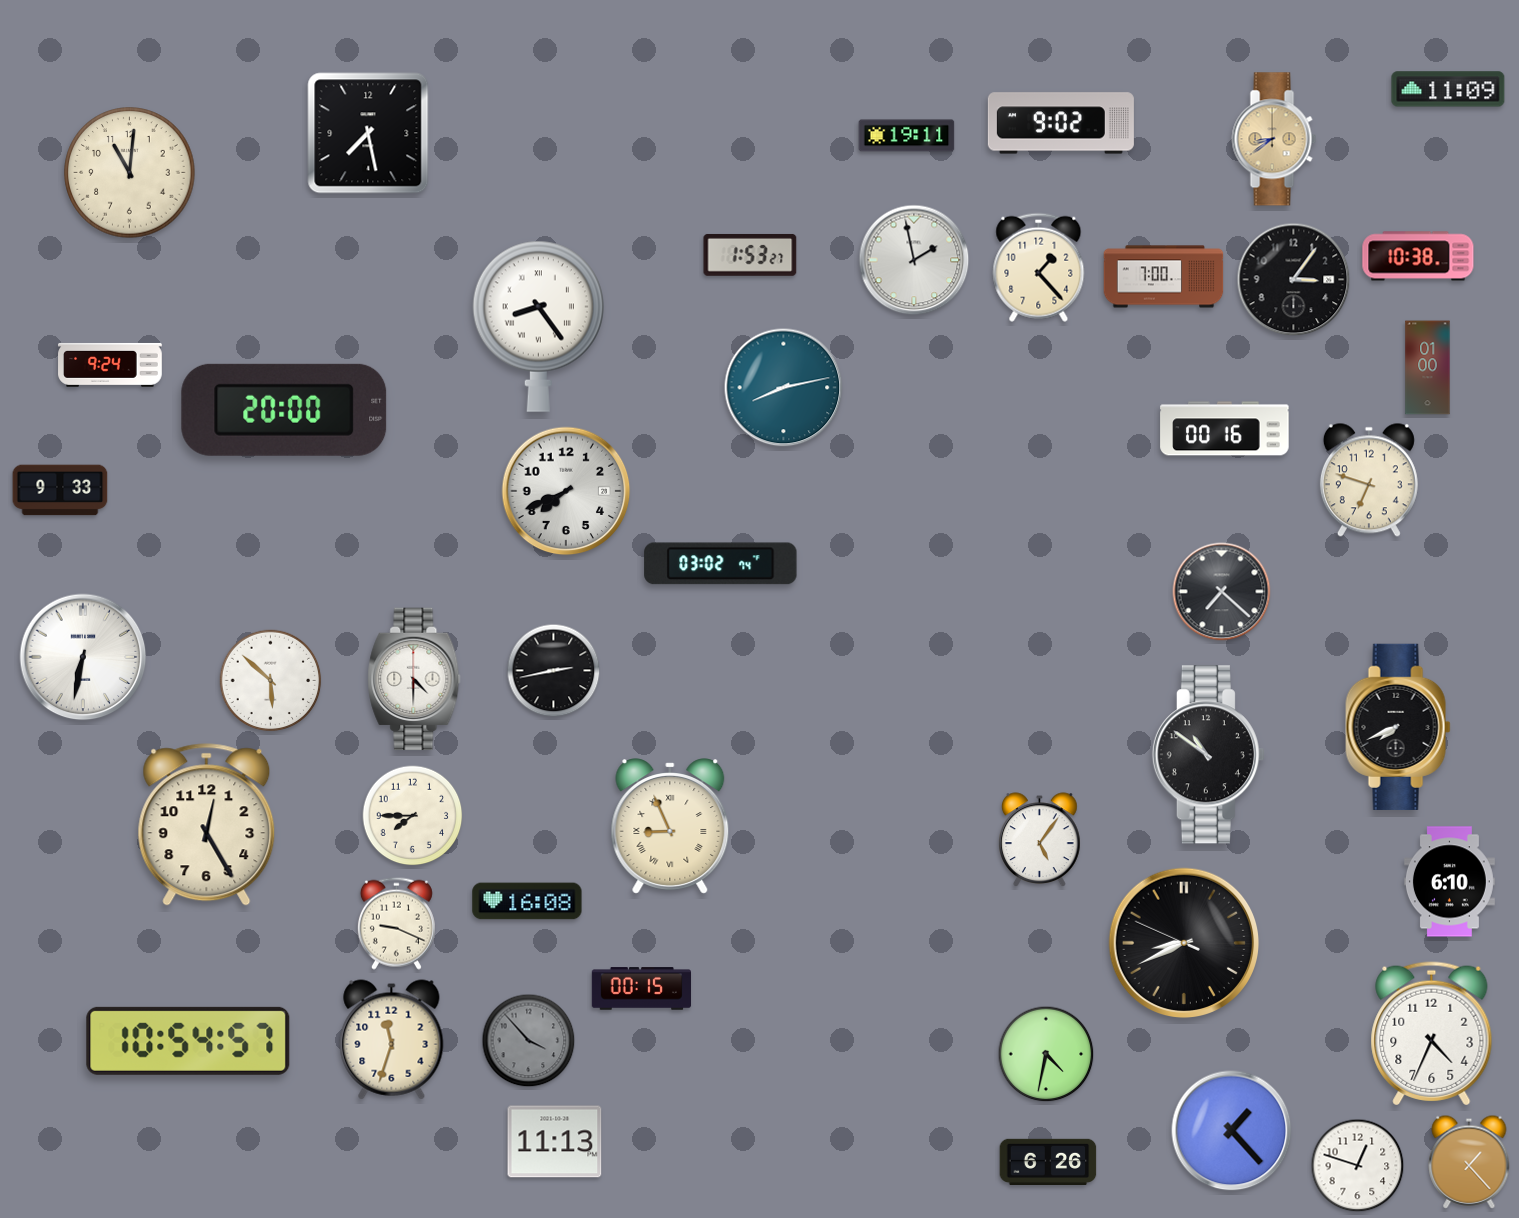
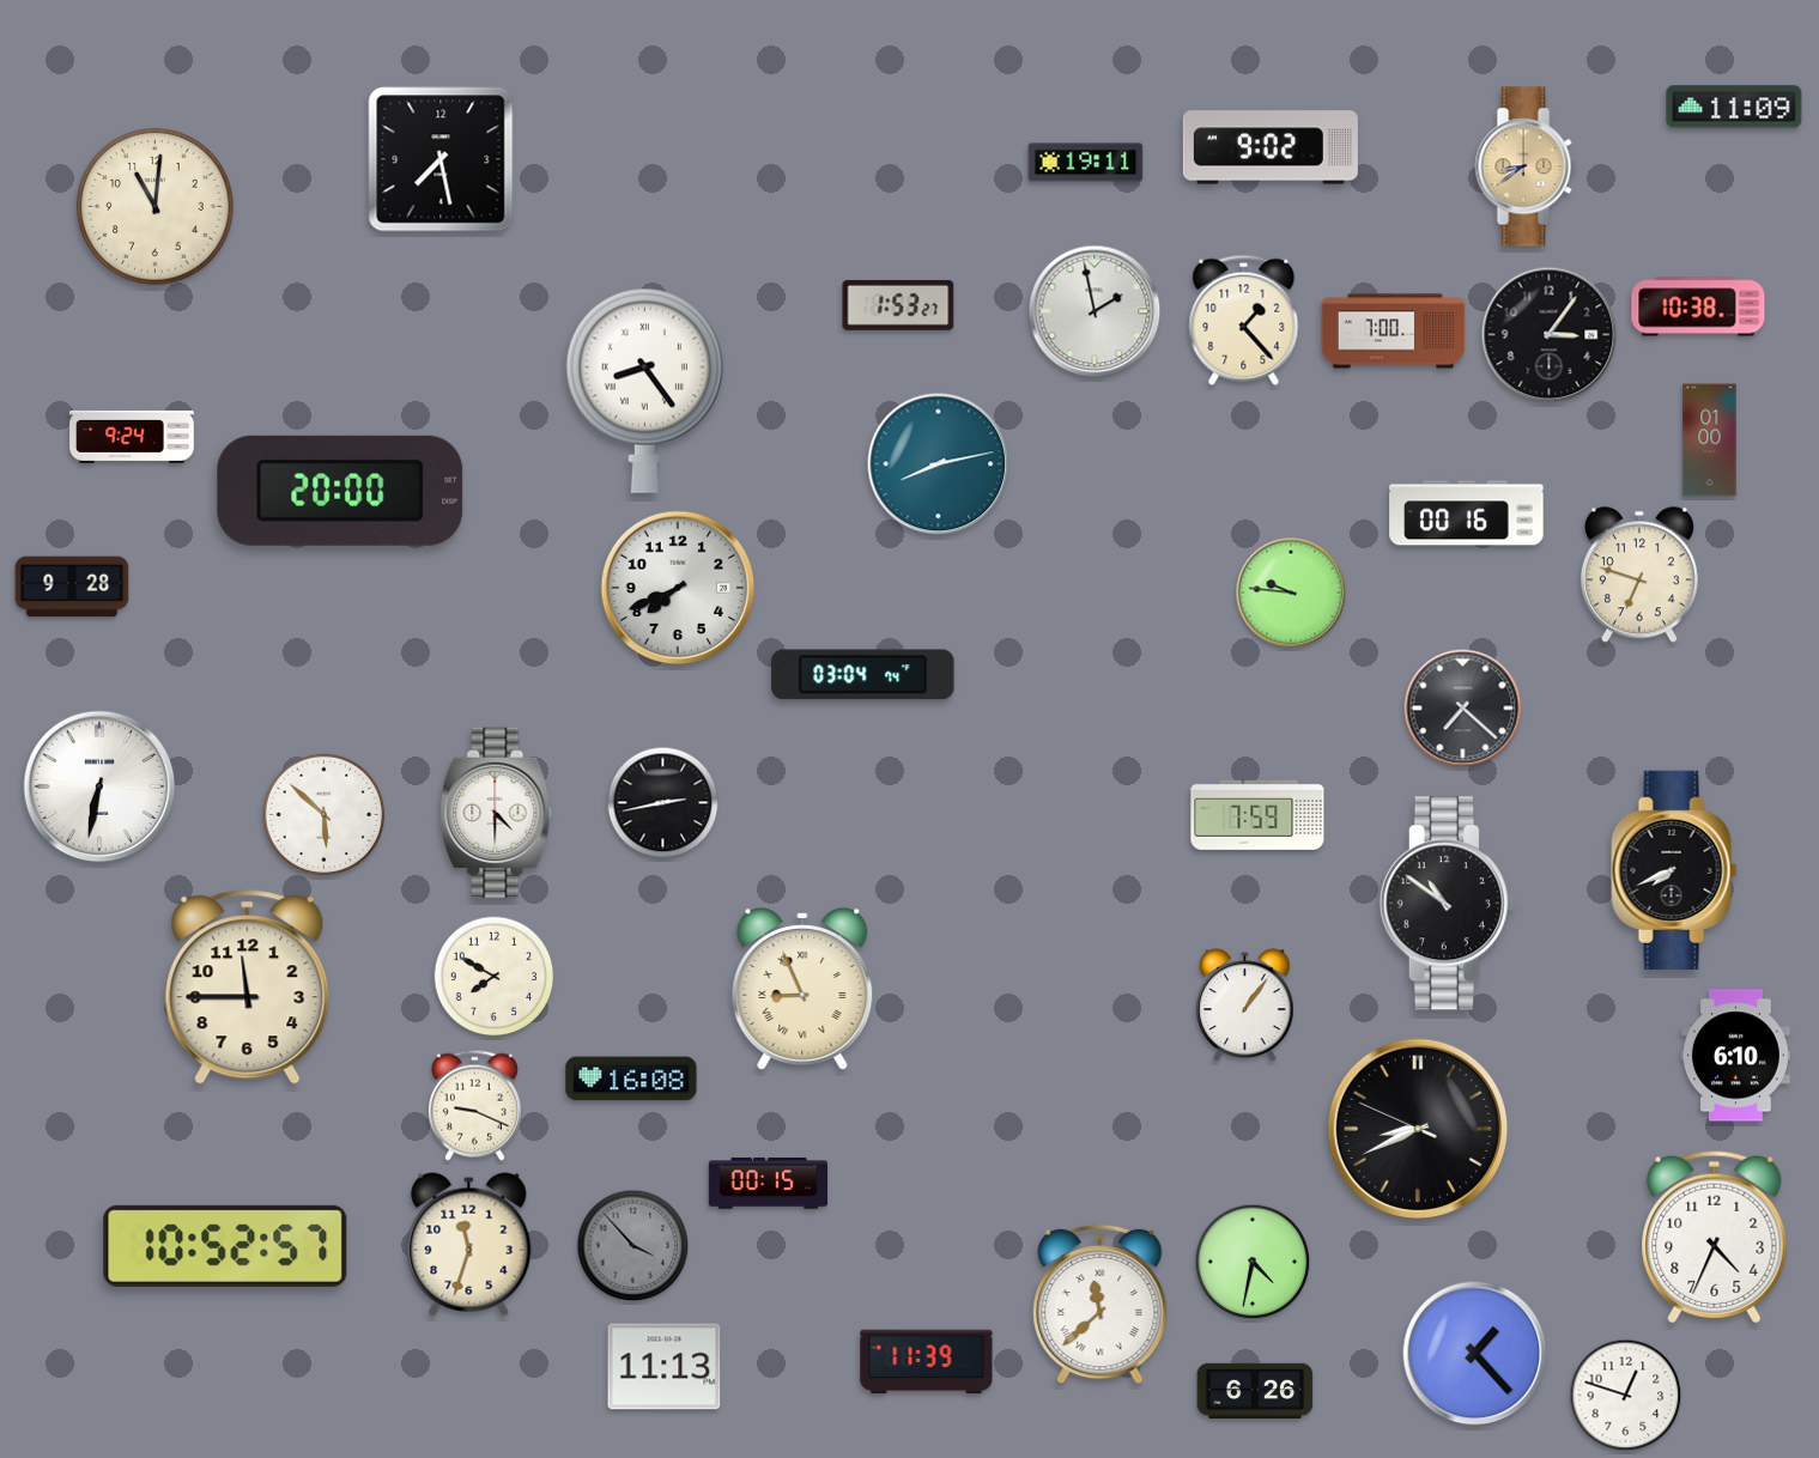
clock at (60, 490): 9:33 -> 9:28
clock at (1291, 593): none -> 9:46
clock at (721, 564): 03:02 -> 03:04
clock at (1257, 815): none -> 7:59
clock at (413, 816): 7:45 -> 7:50
clock at (207, 825): 12:25 -> 11:45
clock at (1040, 840): 5:06 -> 1:06
clock at (188, 1041): 10:54 -> 10:52
clock at (1101, 1305): none -> 11:38
clock at (927, 1362): none -> 11:39
clock at (1469, 1162): 1:23 -> none
